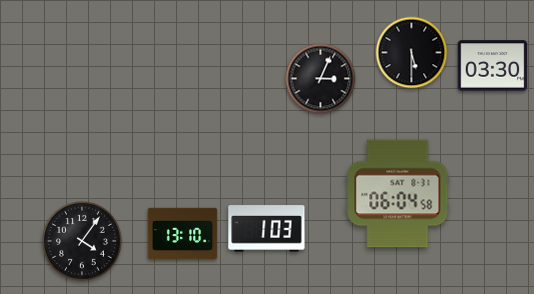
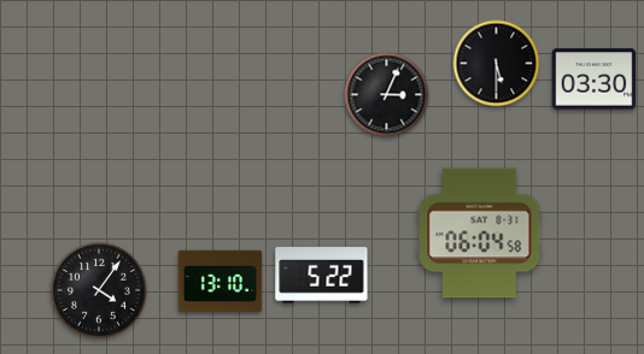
clock at (267, 229): 1:03 -> 5:22
